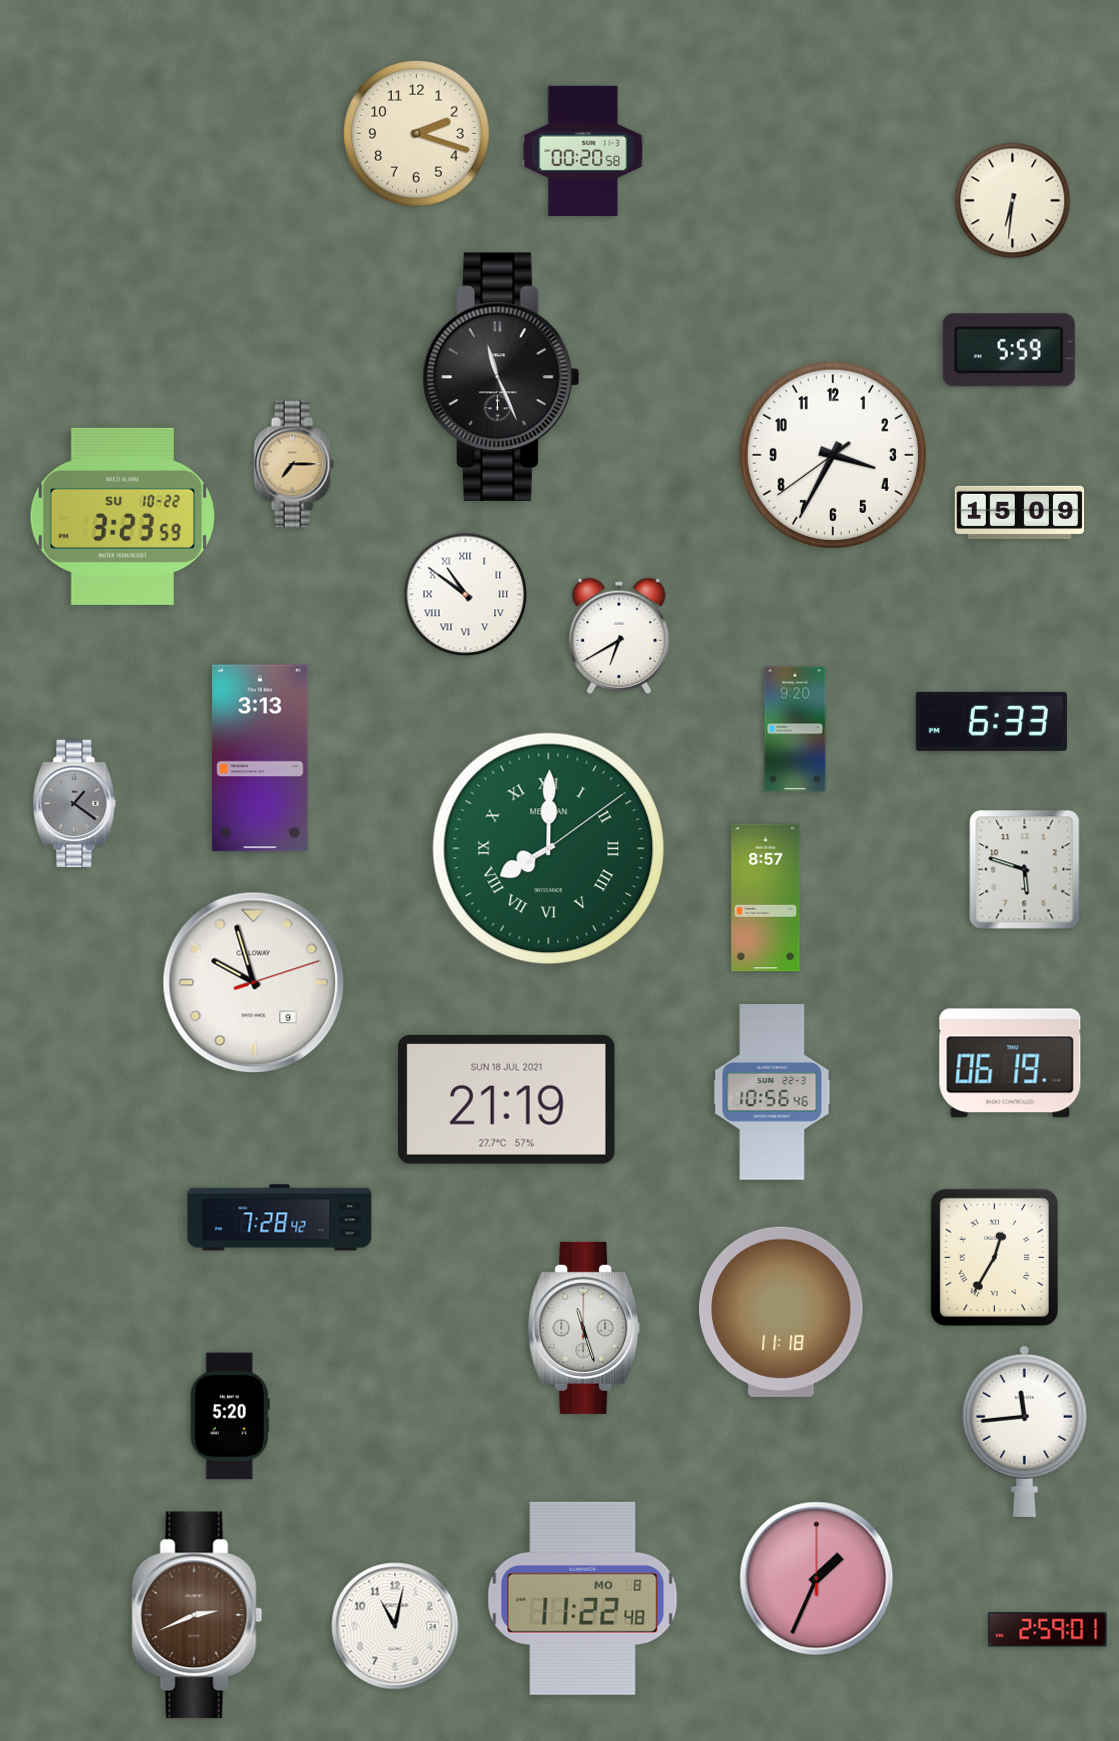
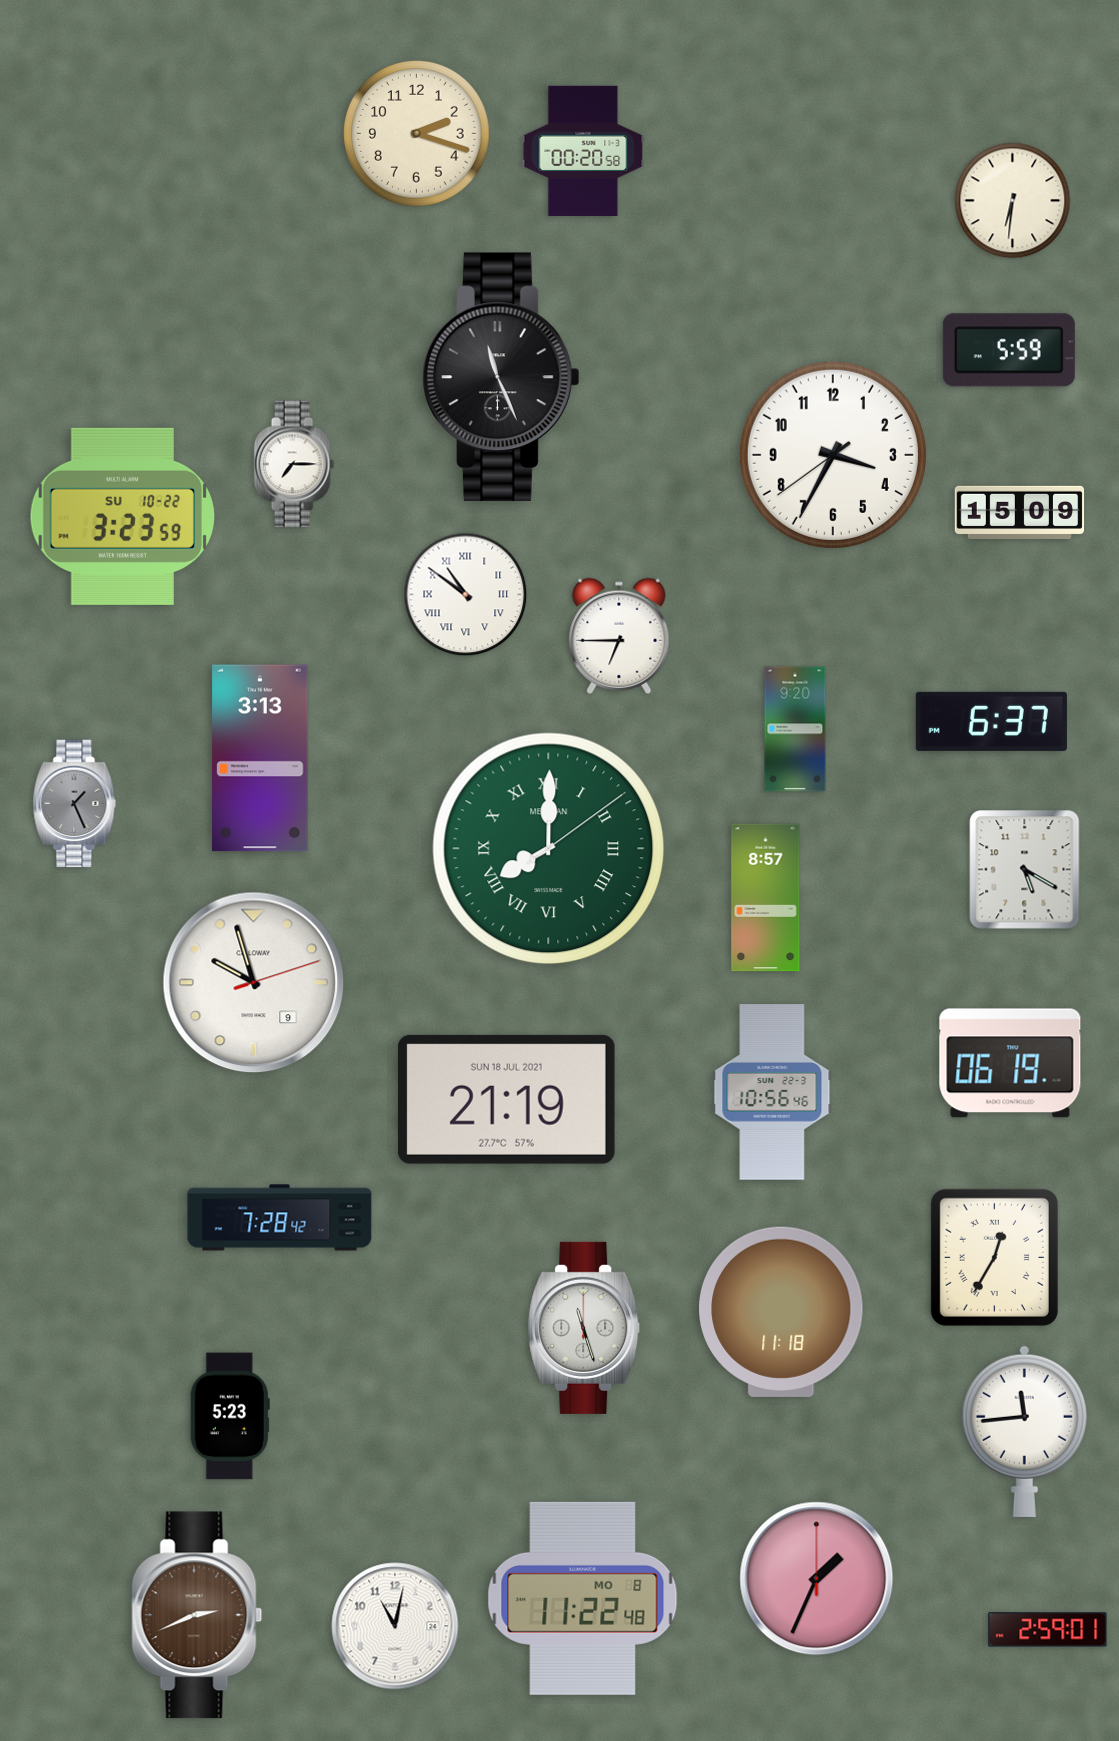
clock at (294, 464) dial: champagne -> white
clock at (619, 636): 6:40 -> 6:45
clock at (991, 721): 6:33 -> 6:37
clock at (75, 804): 1:21 -> 1:26
clock at (1025, 870): 5:48 -> 5:20
clock at (230, 1416): 5:20 -> 5:23
